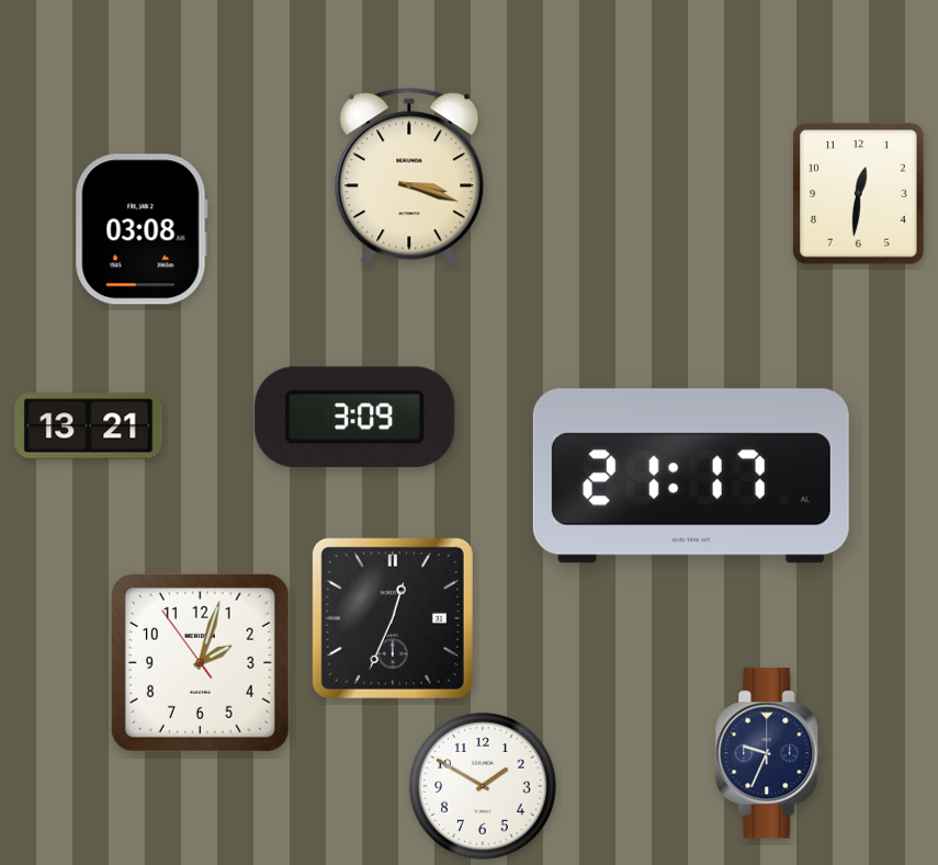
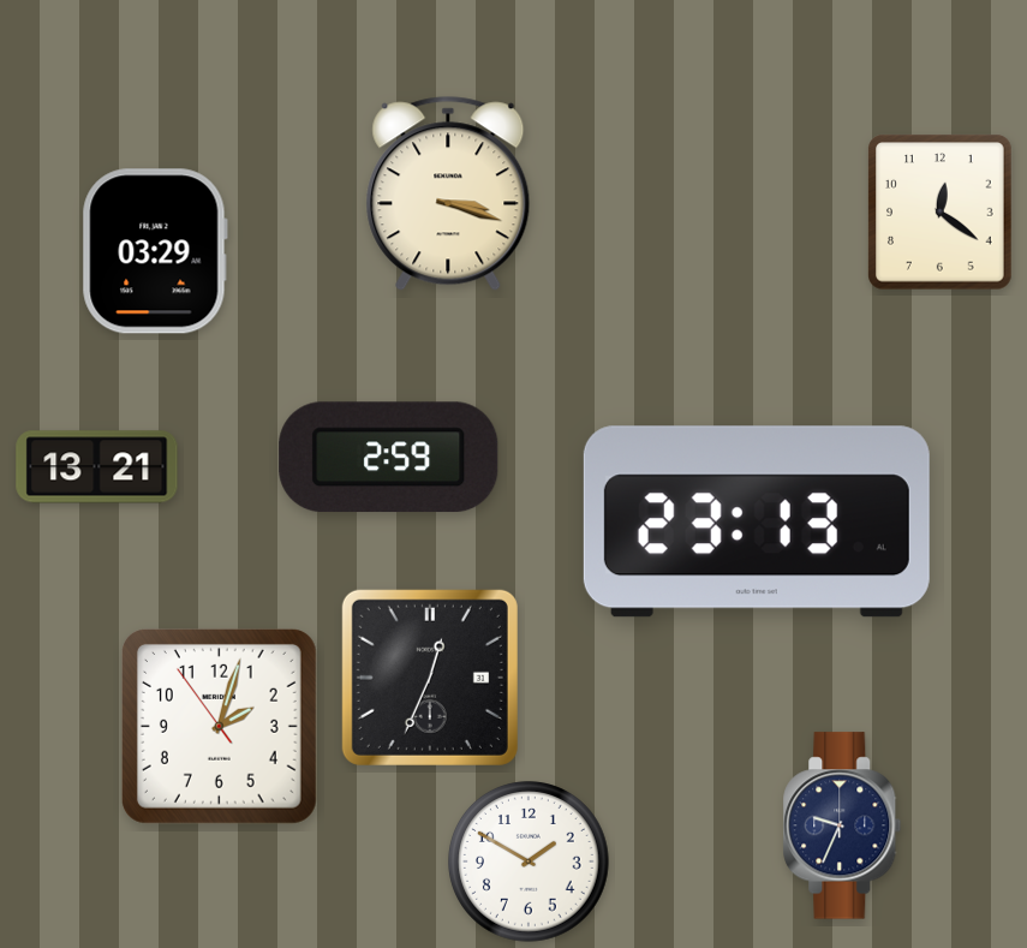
clock at (859, 194): 12:31 -> 12:21
clock at (142, 229): 03:08 -> 03:29
clock at (355, 418): 3:09 -> 2:59
clock at (691, 476): 21:17 -> 23:13
